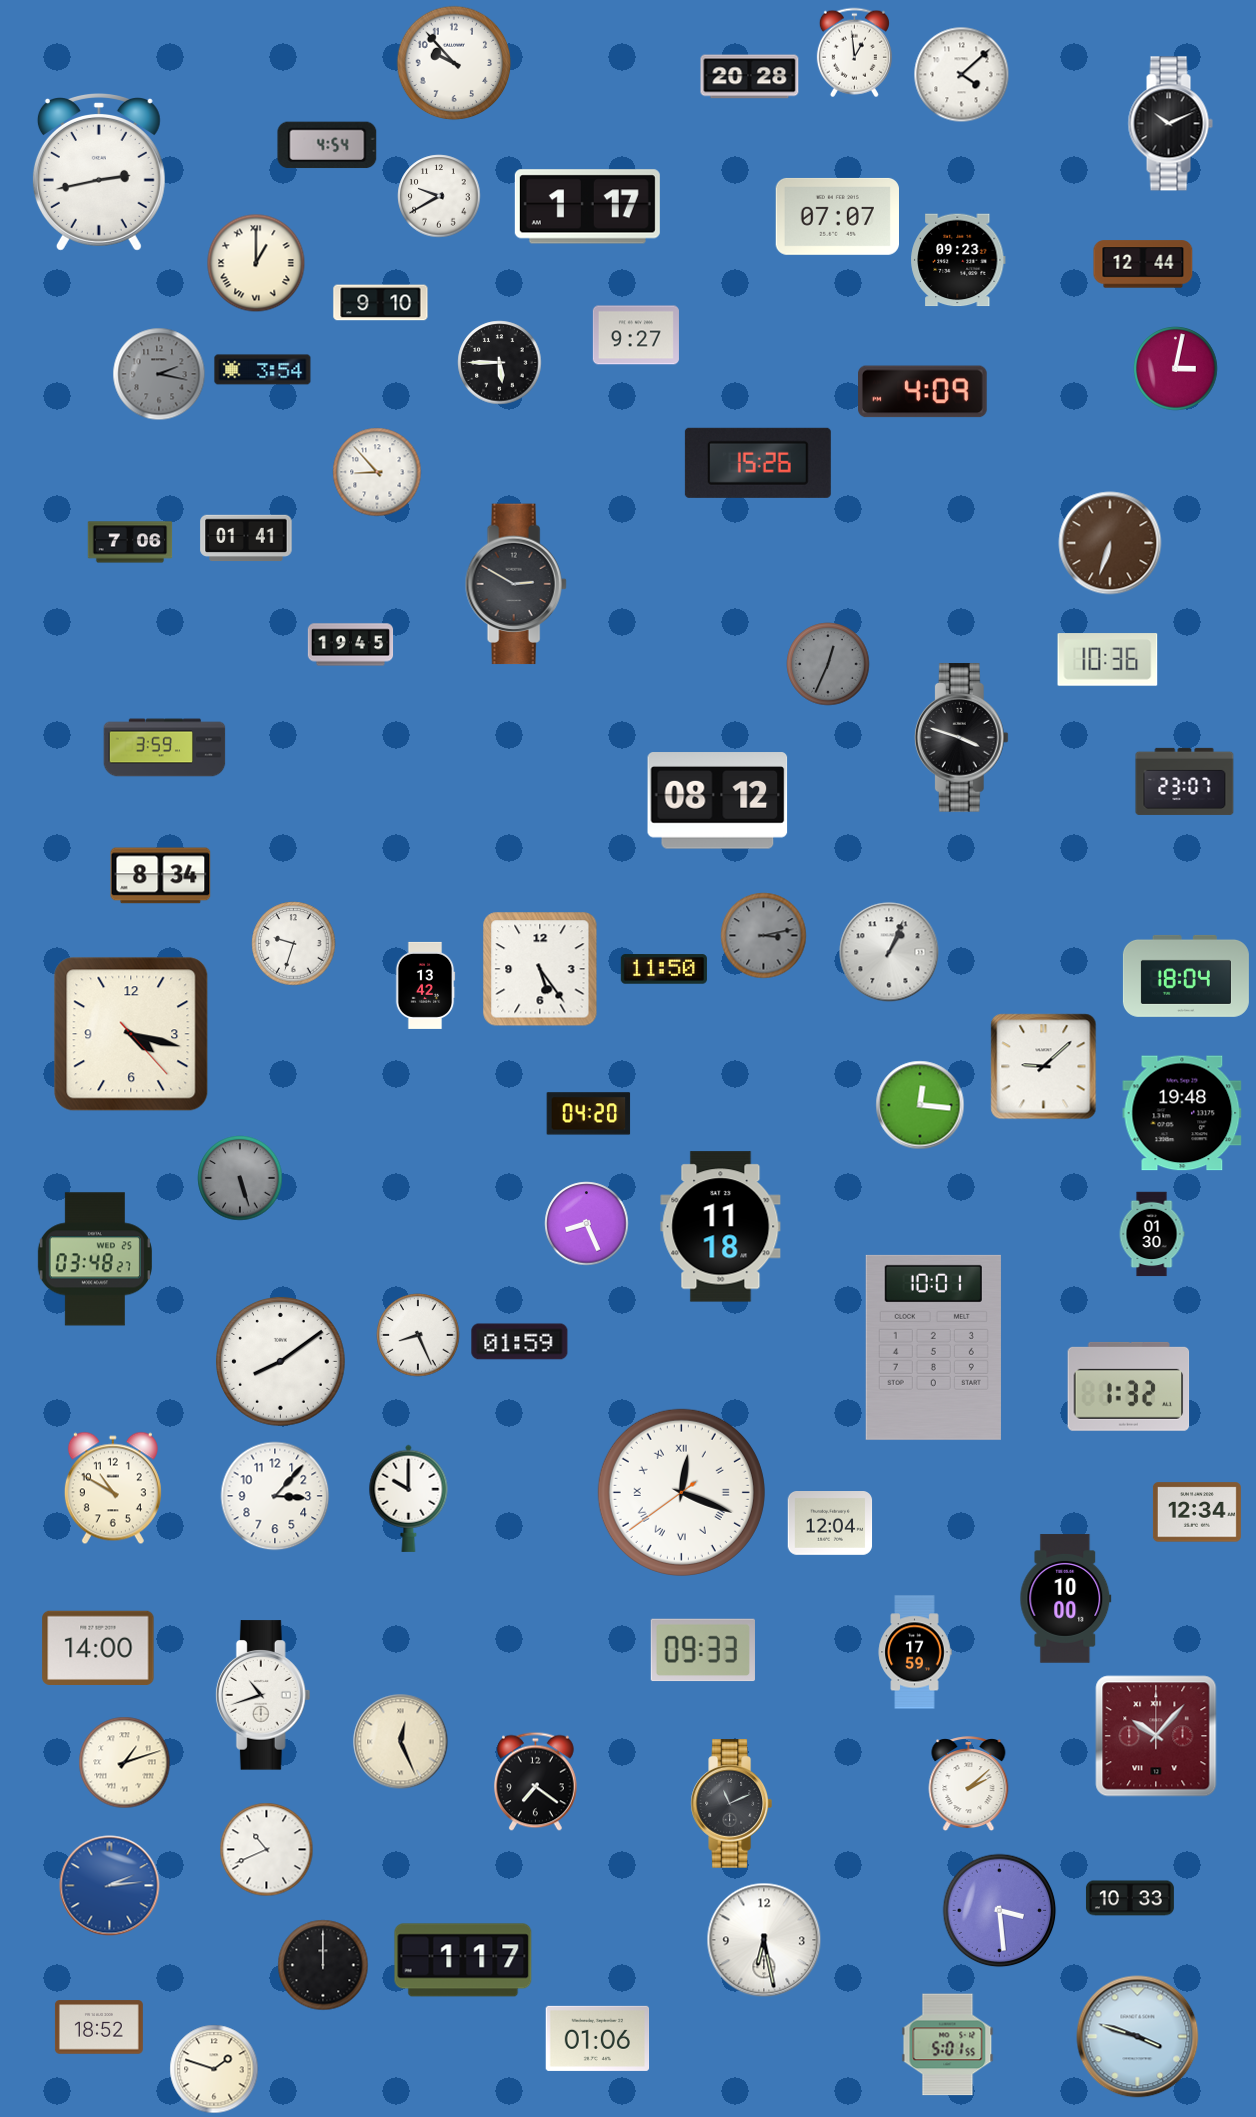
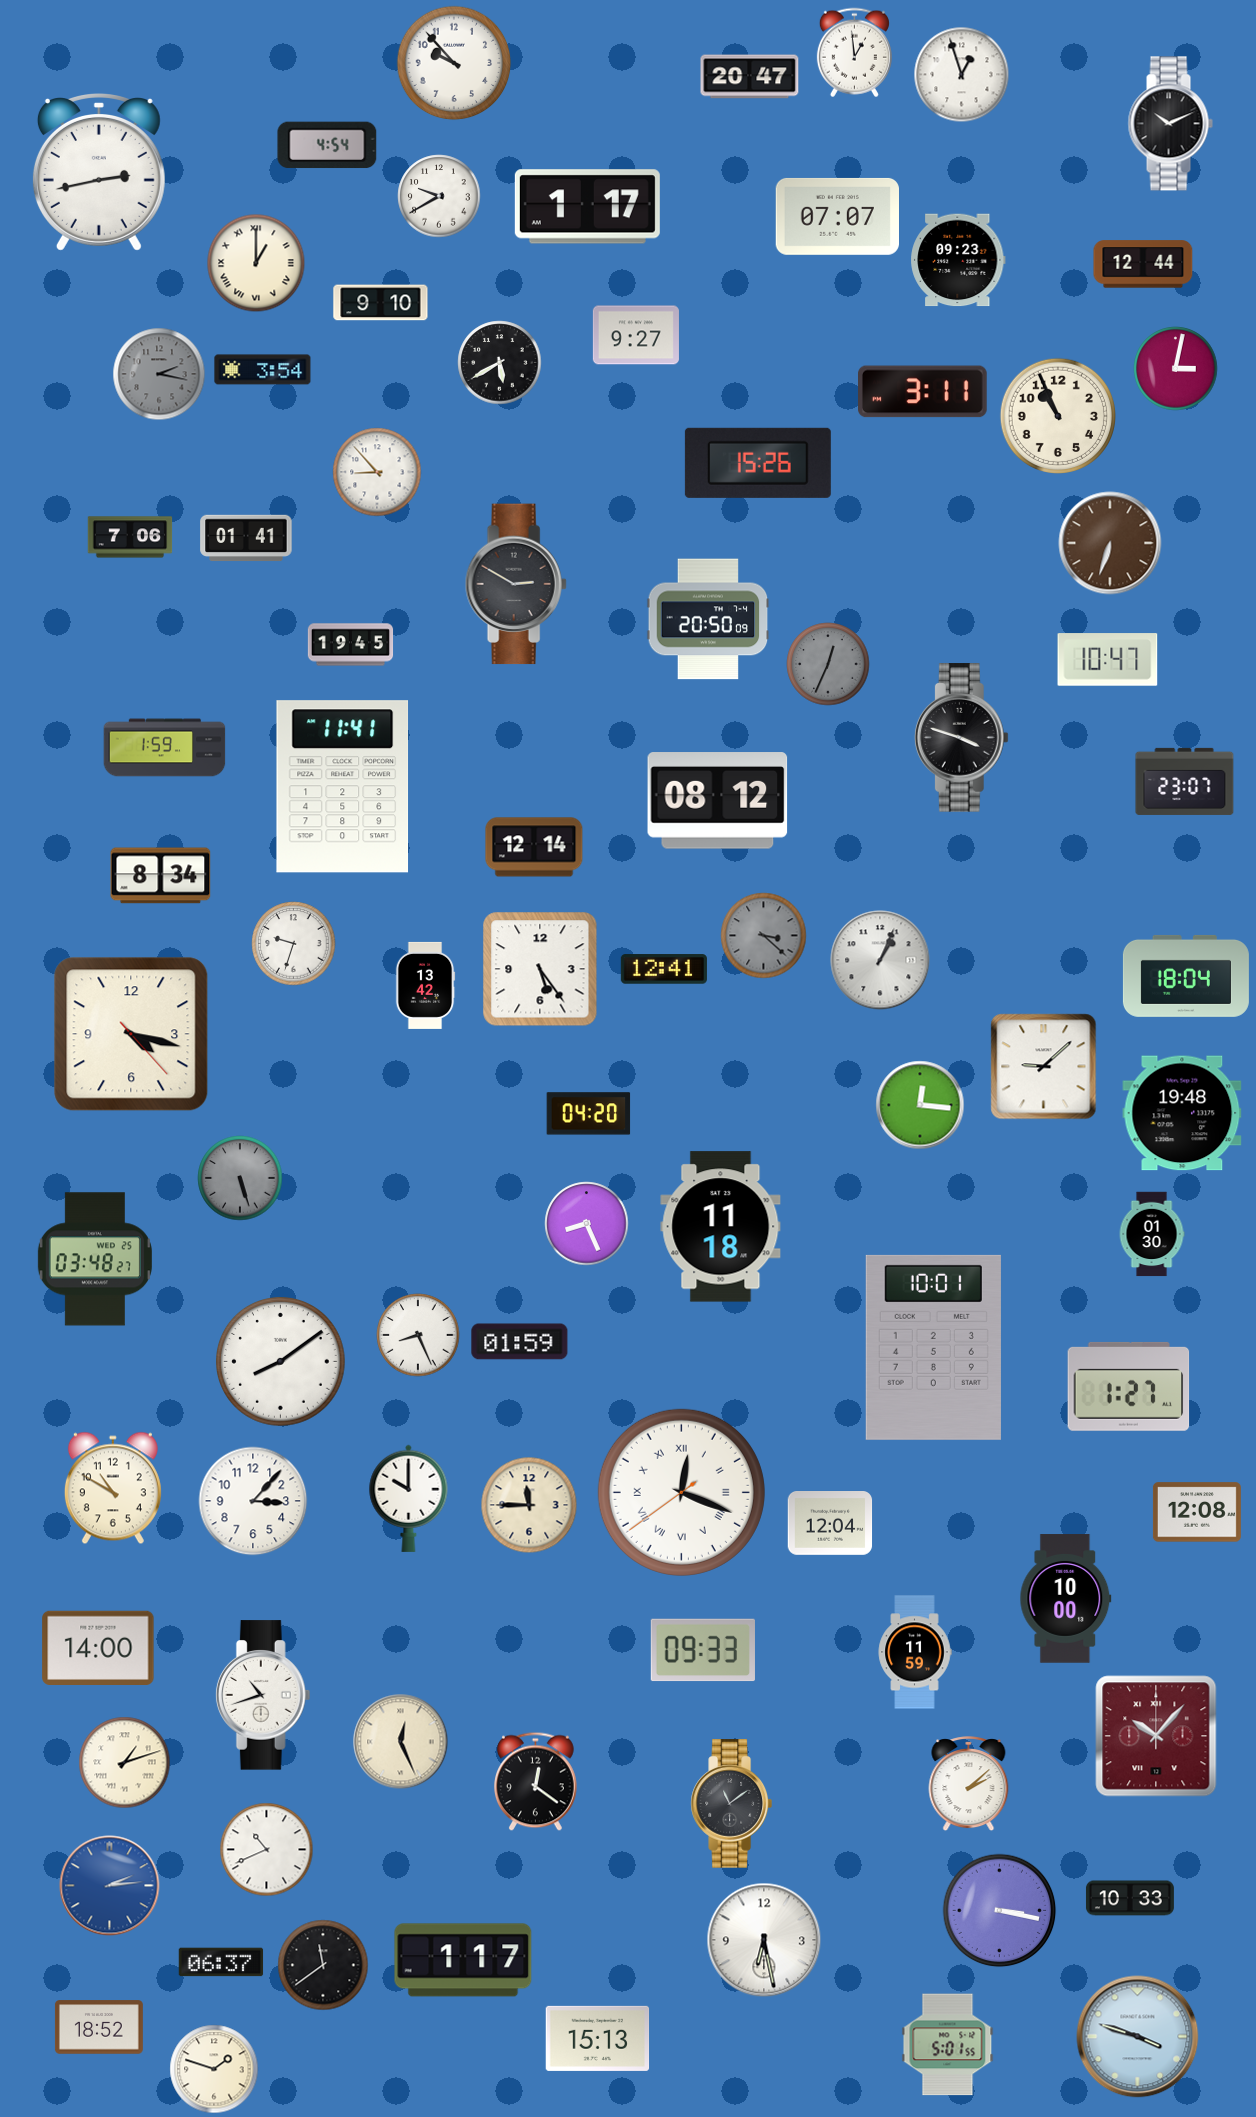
clock at (962, 75): 4:08 -> 12:57
clock at (750, 77): 20:28 -> 20:47
clock at (500, 363): 5:45 -> 5:40
clock at (923, 392): 4:09 -> 3:11
clock at (1057, 415): none -> 10:56
clock at (130, 542) position: (130, 542) -> (130, 537)
clock at (708, 619): none -> 20:50
clock at (1108, 660): 10:36 -> 10:47
clock at (165, 748): 3:59 -> 1:59
clock at (343, 787): none -> 11:41
clock at (534, 847): none -> 12:14
clock at (764, 936): 3:13 -> 3:22
clock at (889, 952) position: (889, 952) -> (880, 960)
clock at (664, 969): 11:50 -> 12:41
clock at (1129, 1386): 1:32 -> 1:27
clock at (275, 1496) position: (275, 1496) -> (253, 1501)
clock at (529, 1505): none -> 11:45
clock at (1197, 1512): 12:34 -> 12:08
clock at (915, 1652): 17:59 -> 11:59
clock at (536, 1782): 7:21 -> 12:21
clock at (731, 1804): 11:11 -> 11:09
clock at (1000, 1911): 3:29 -> 3:17
clock at (221, 1962): none -> 06:37
clock at (323, 1965): 12:00 -> 11:39
clock at (598, 2038): 01:06 -> 15:13
